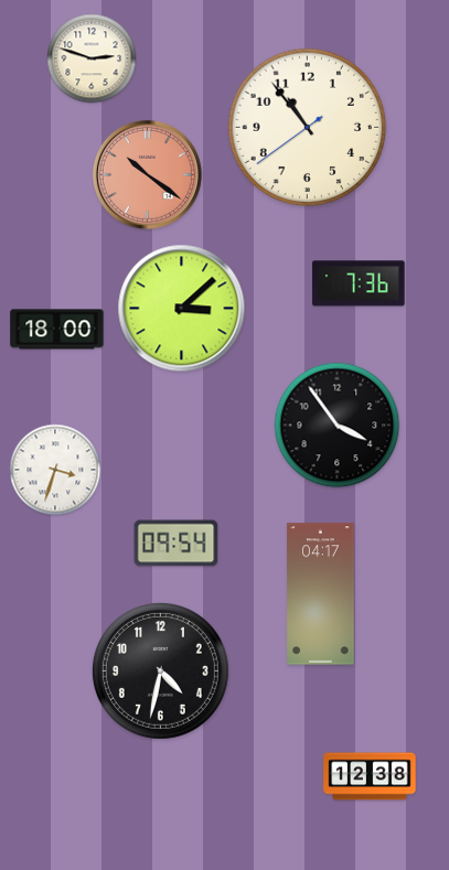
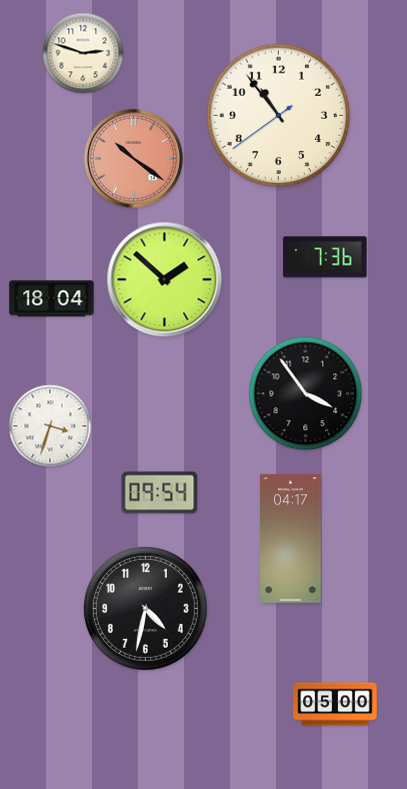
clock at (182, 309): 3:08 -> 1:52
clock at (57, 330): 18:00 -> 18:04
clock at (338, 426) position: (338, 426) -> (306, 394)
clock at (370, 776): 12:38 -> 05:00
